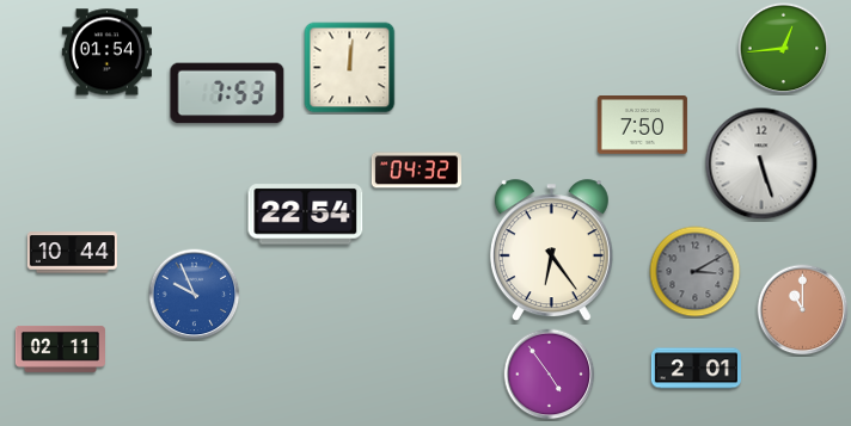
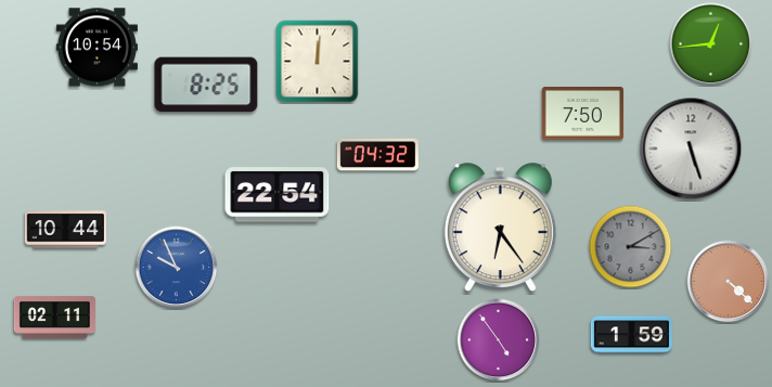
clock at (106, 53): 01:54 -> 10:54
clock at (227, 93): 7:53 -> 8:25
clock at (803, 310): 11:00 -> 4:22
clock at (696, 369): 2:01 -> 1:59
